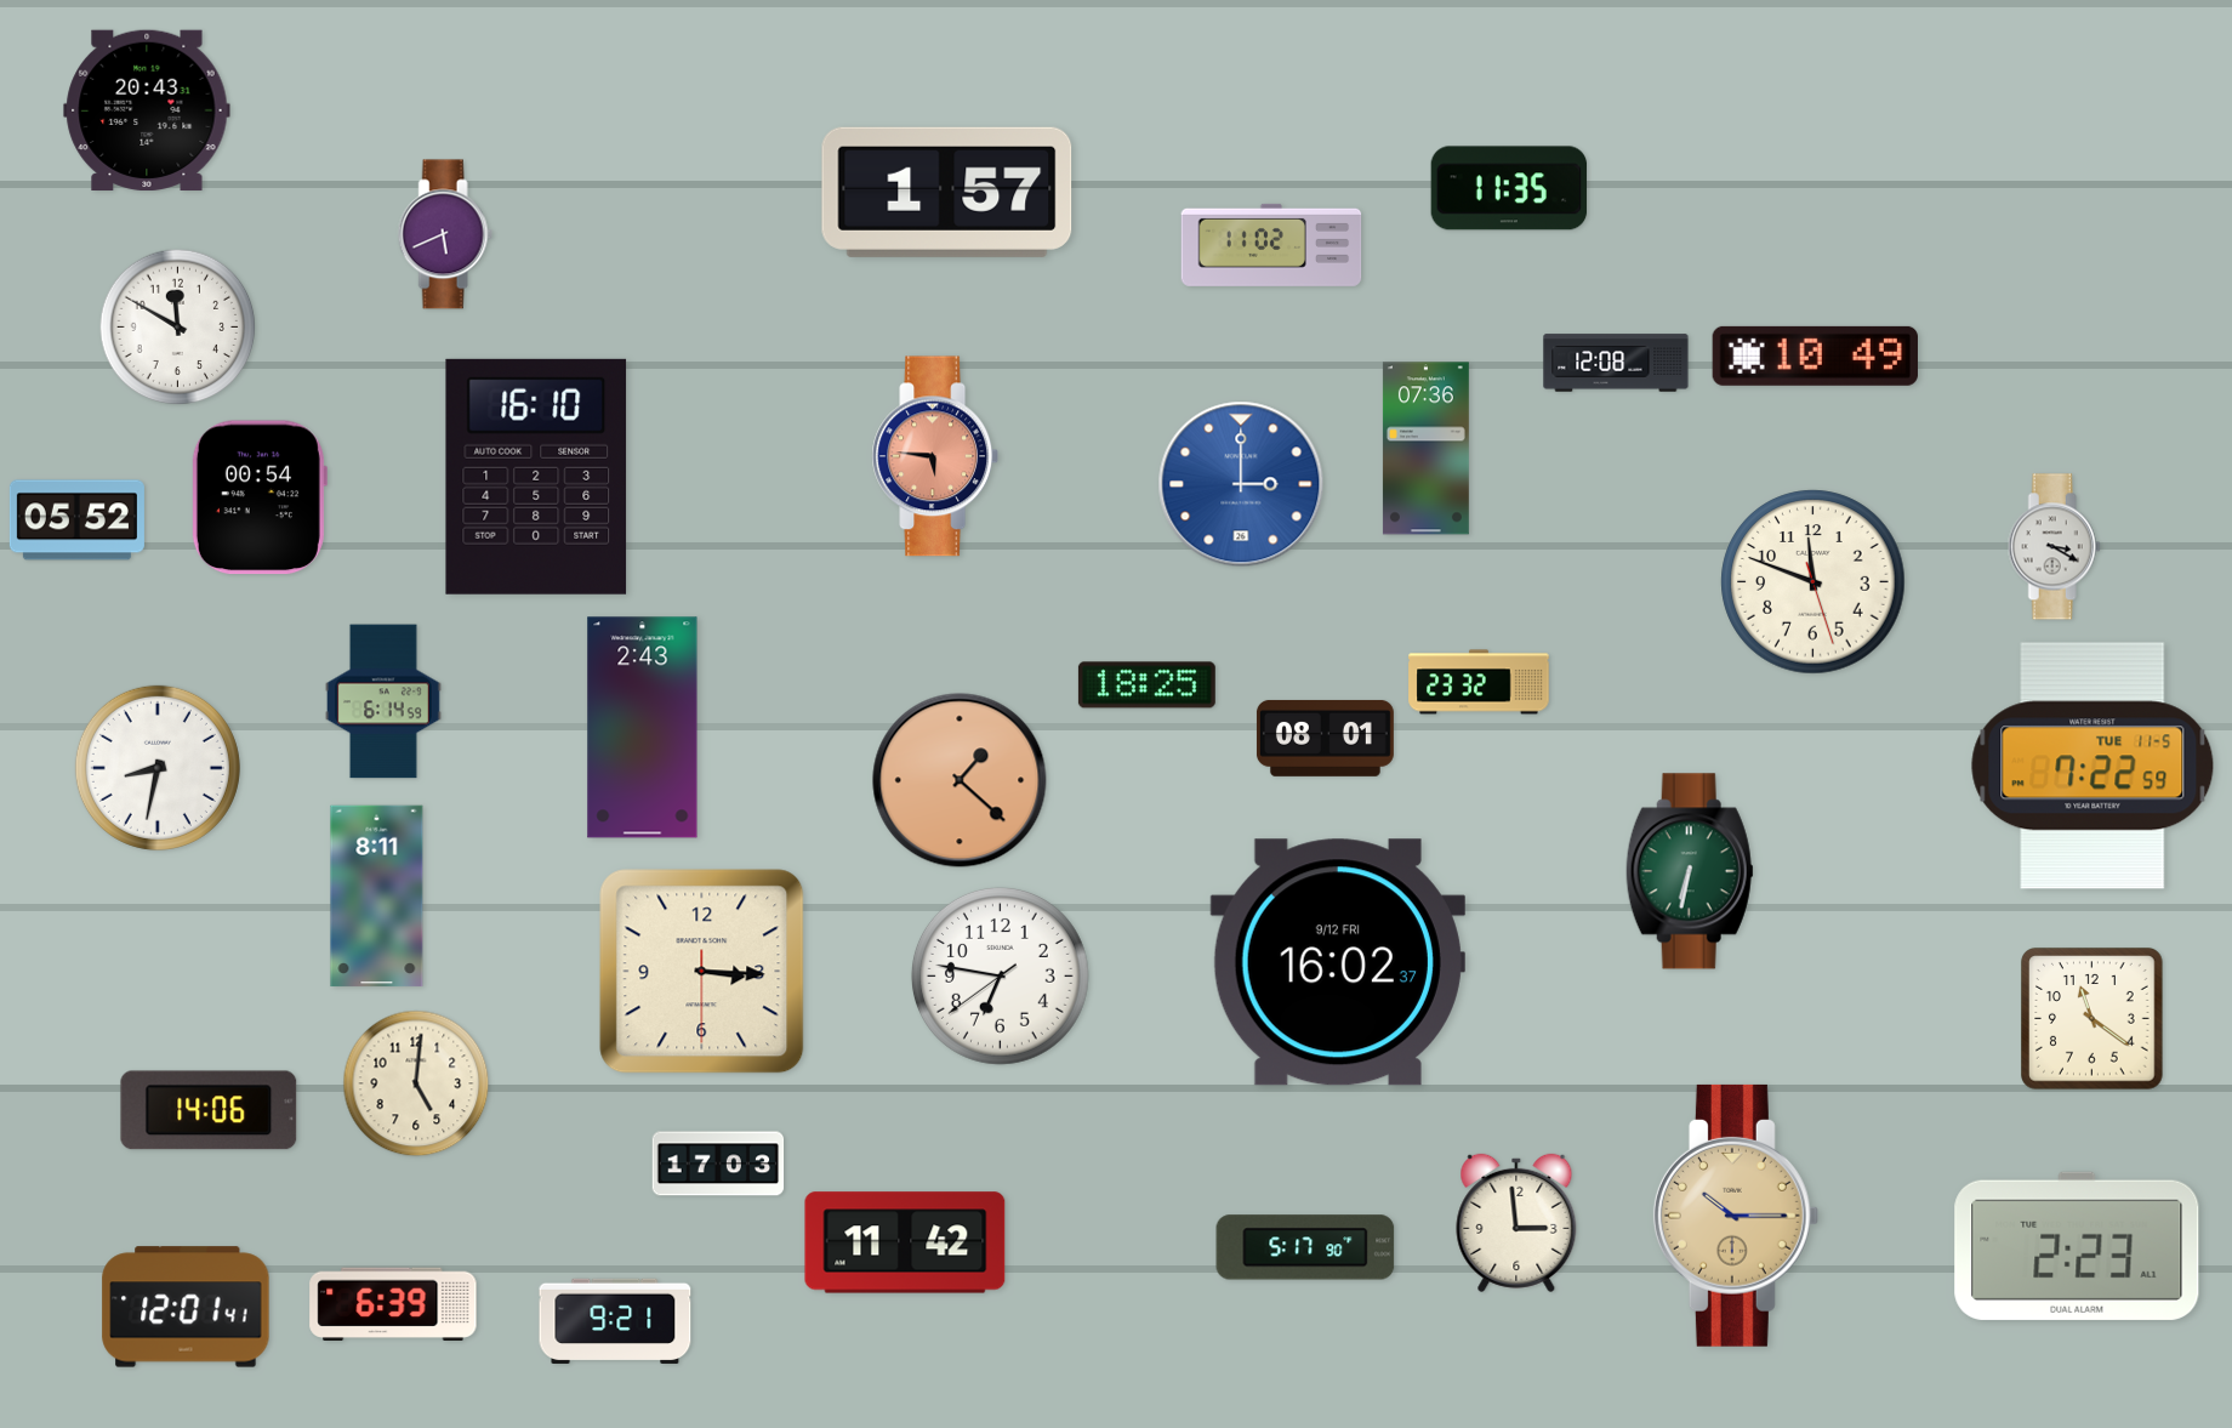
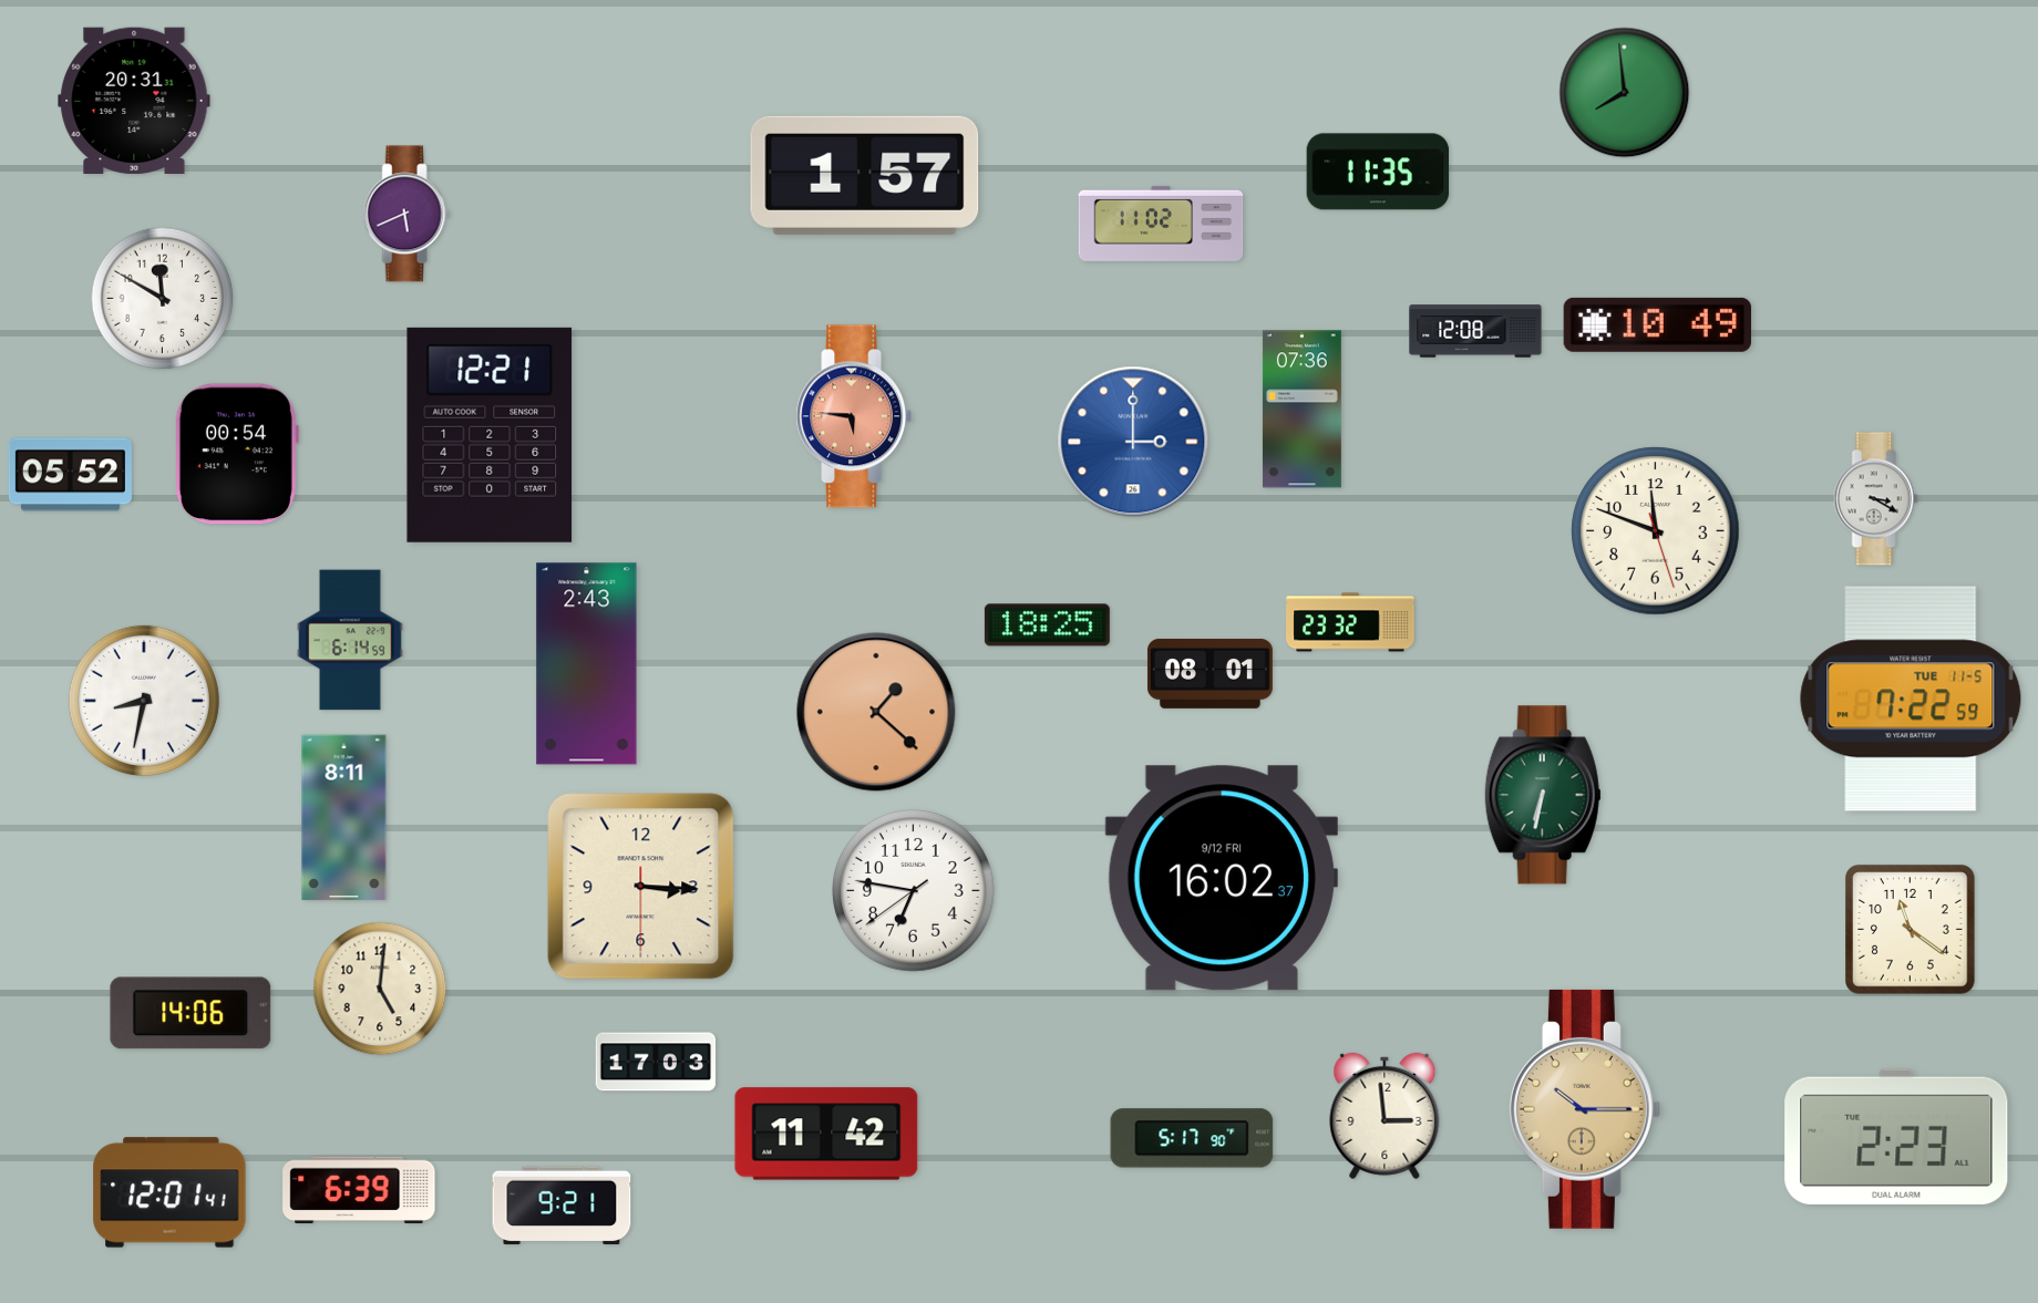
clock at (1625, 93): none -> 7:59
clock at (147, 109): 20:43 -> 20:31
clock at (536, 477): 16:10 -> 12:21
